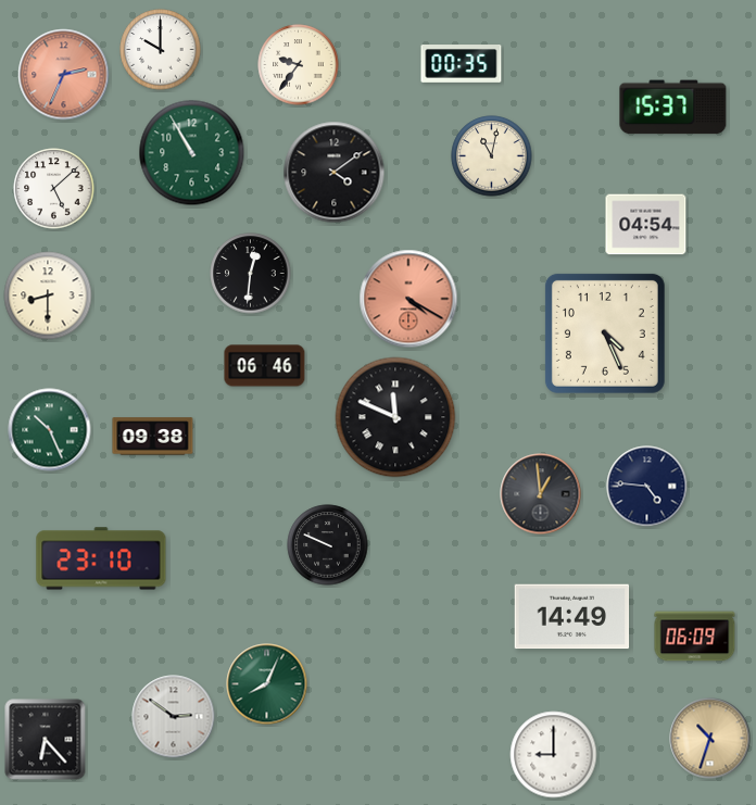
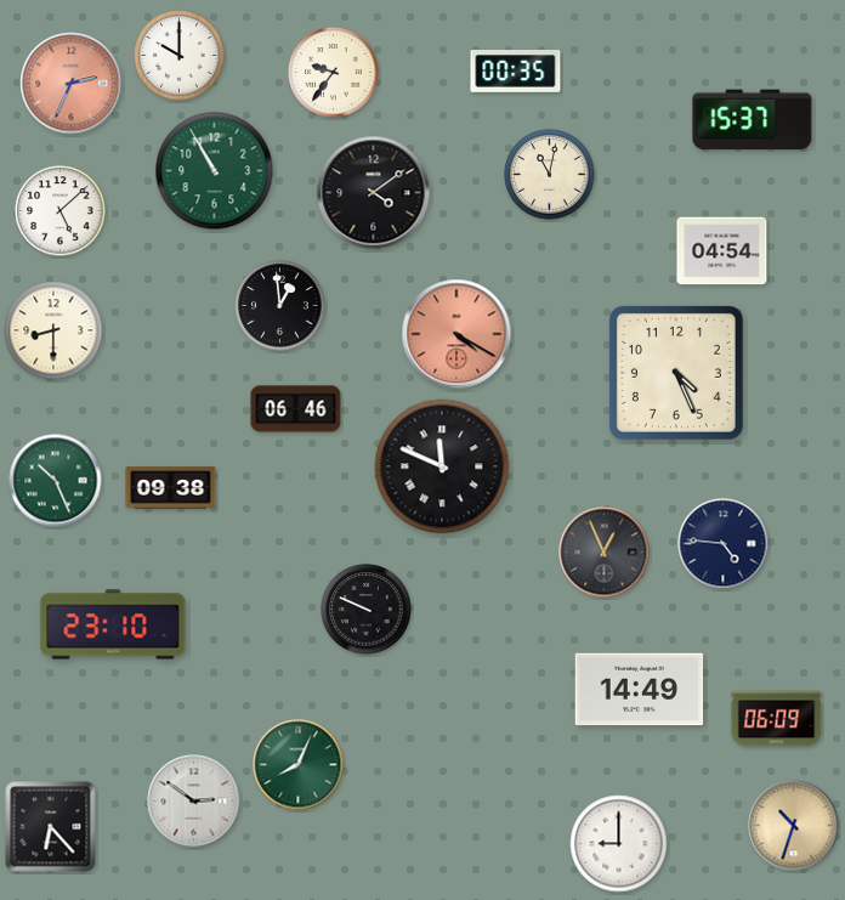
clock at (251, 274): 12:31 -> 12:59
clock at (541, 494): 12:59 -> 12:56
clock at (695, 637) position: (695, 637) -> (777, 719)
